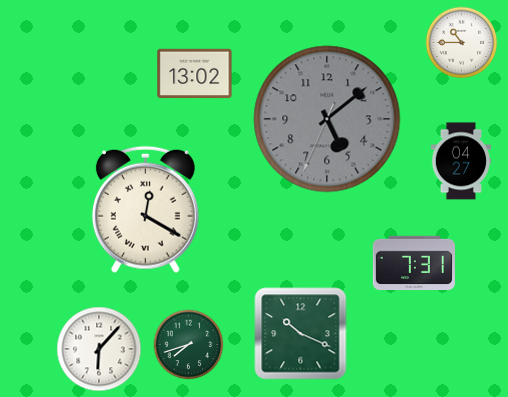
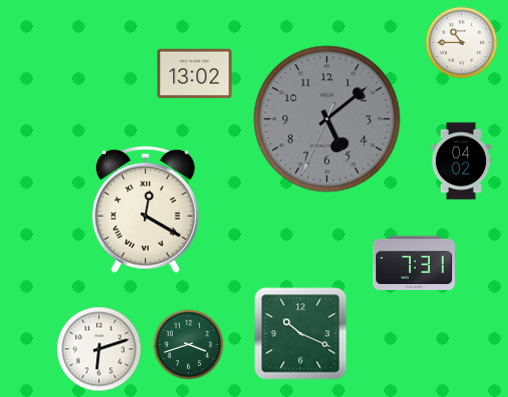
clock at (460, 161): 04:27 -> 04:02
clock at (189, 345): 7:42 -> 3:42
clock at (99, 349): 6:07 -> 6:12
